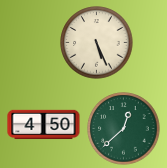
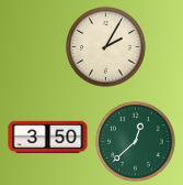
clock at (97, 43): 5:26 -> 2:05
clock at (44, 125): 4:50 -> 3:50
